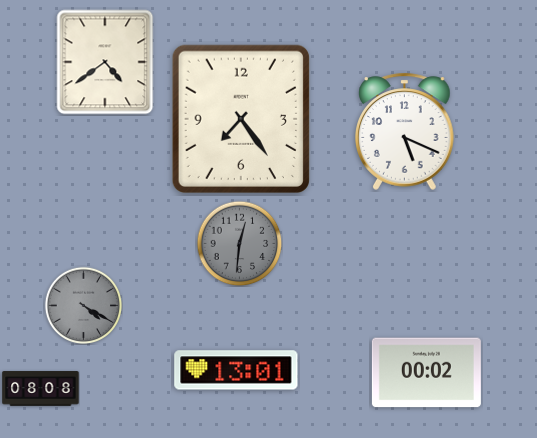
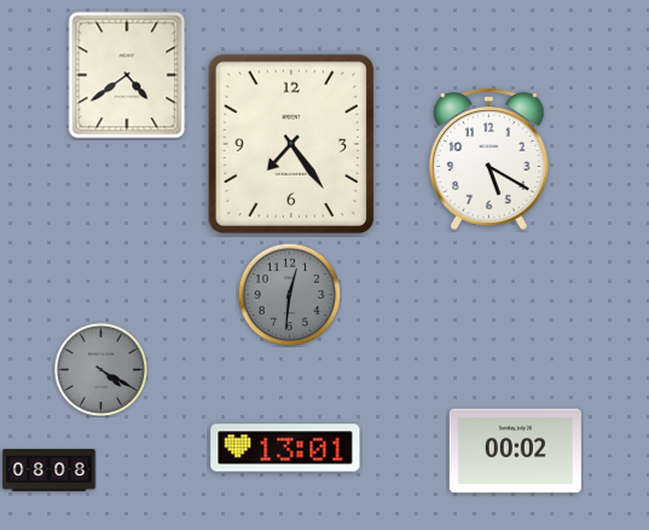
clock at (405, 131): 5:19 -> 5:20
